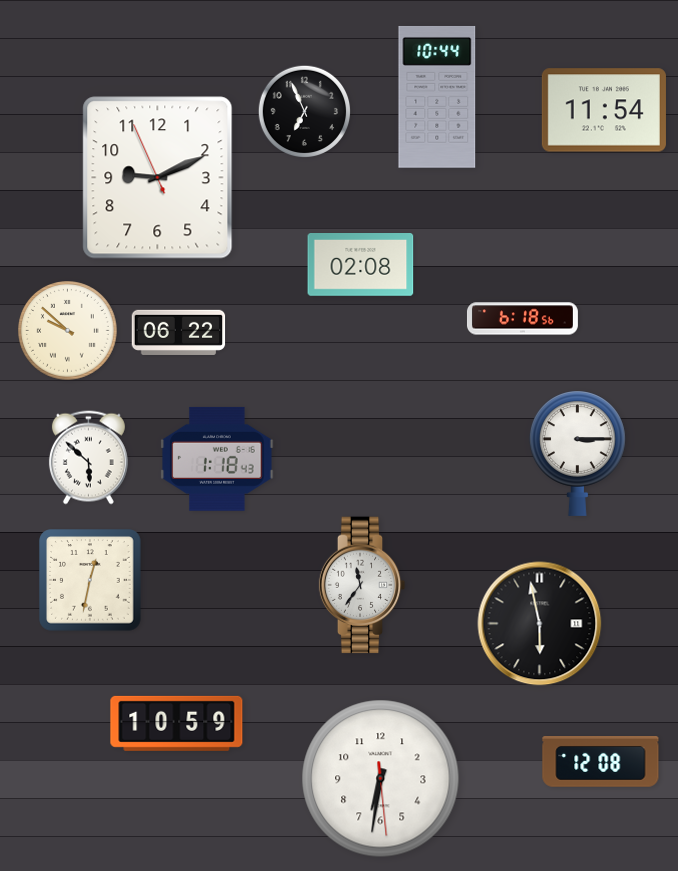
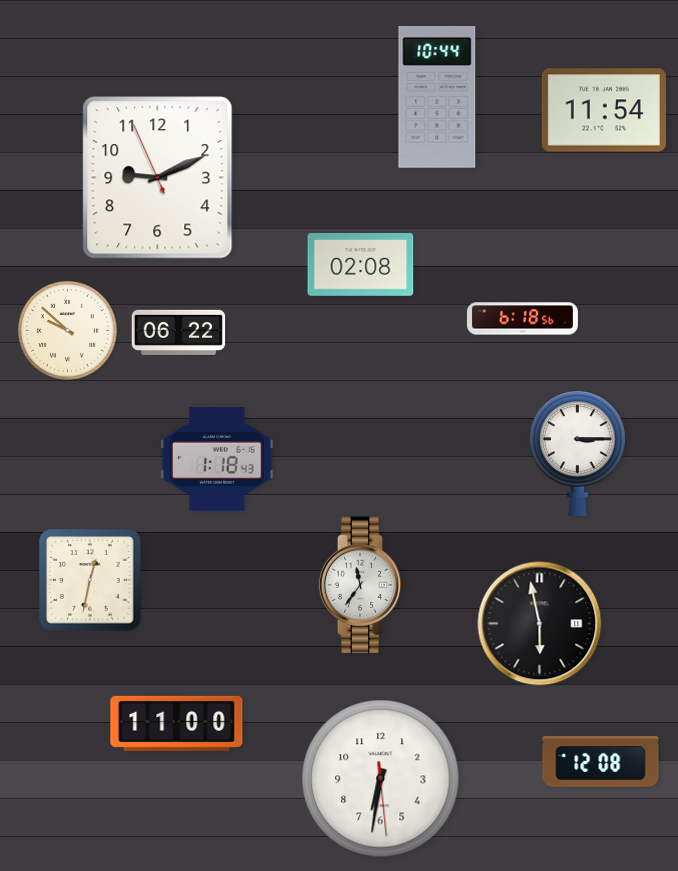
clock at (305, 112): 6:56 -> none
clock at (88, 458): 5:52 -> none
clock at (177, 723): 10:59 -> 11:00
